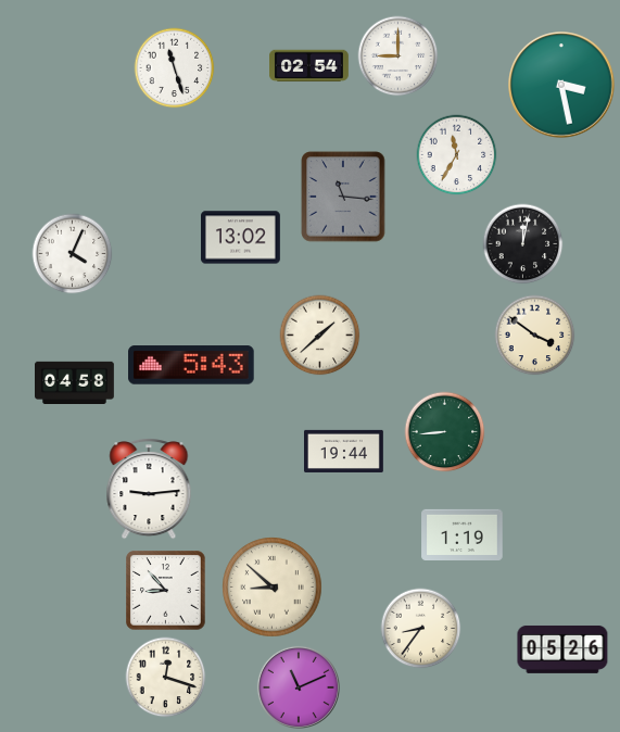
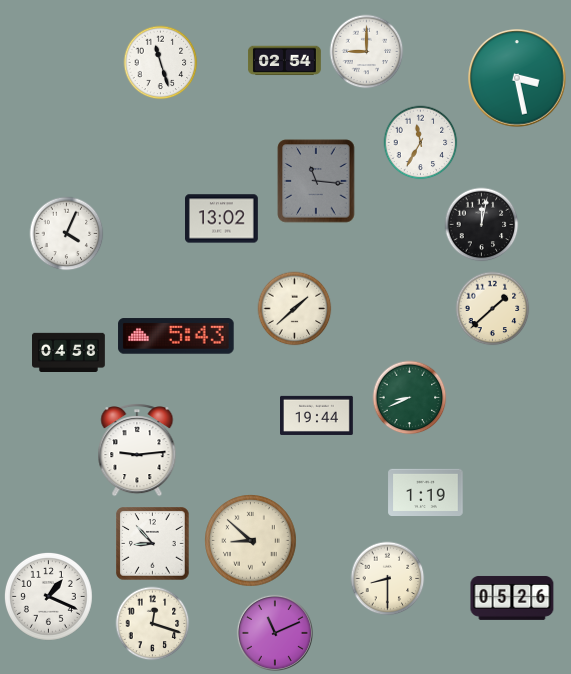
clock at (535, 336): 3:51 -> 1:38
clock at (445, 432): 8:44 -> 8:41
clock at (421, 629): 8:36 -> 8:30
clock at (48, 596): none -> 1:19
clock at (562, 649) position: (562, 649) -> (512, 598)
